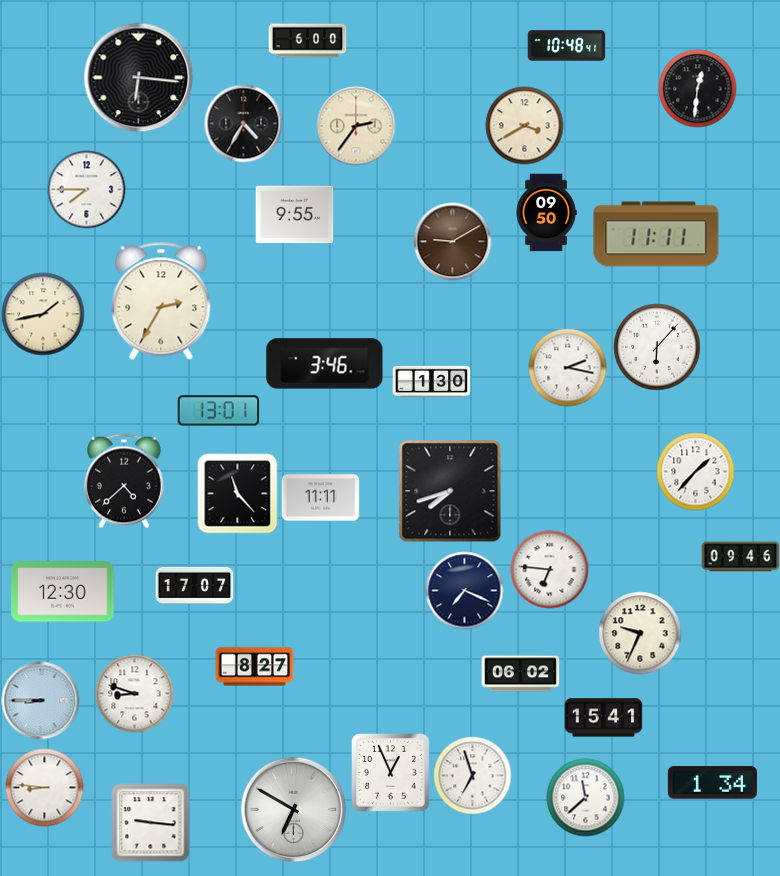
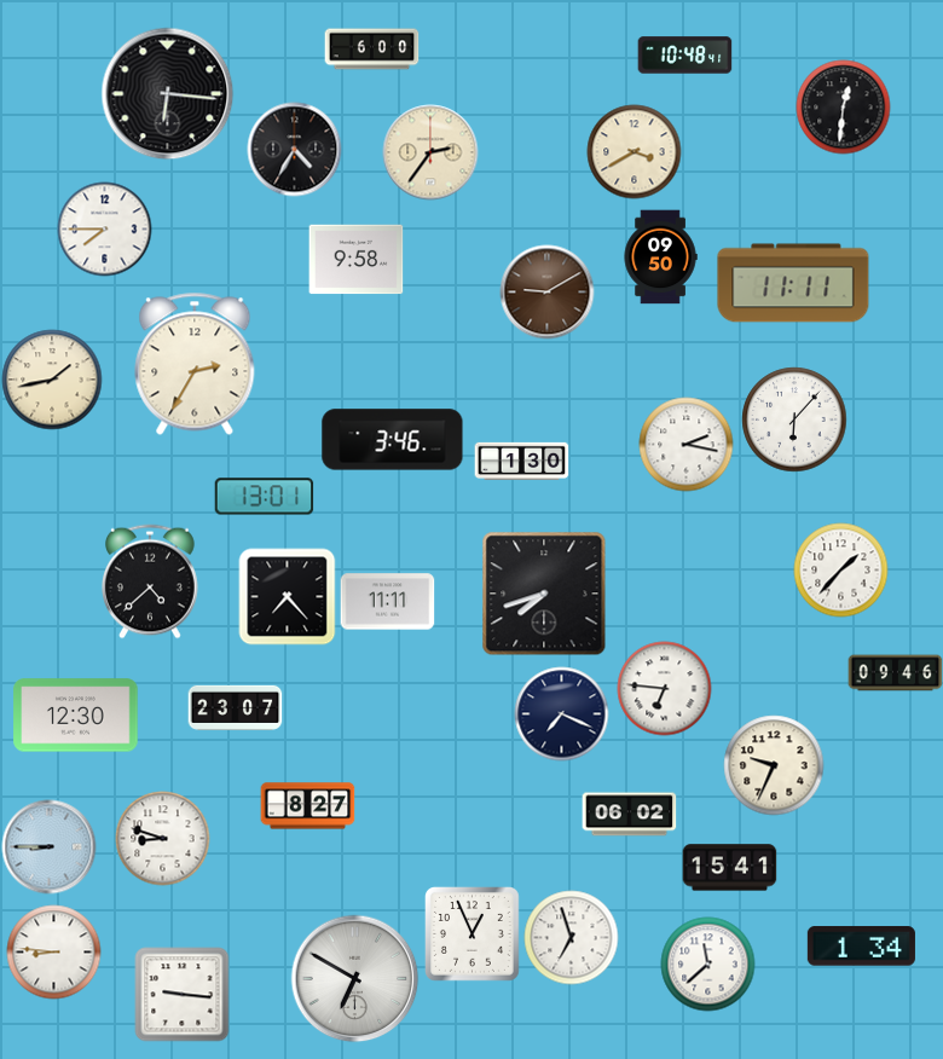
clock at (294, 215): 9:55 -> 9:58
clock at (237, 493): 11:23 -> 7:23
clock at (194, 585): 17:07 -> 23:07
